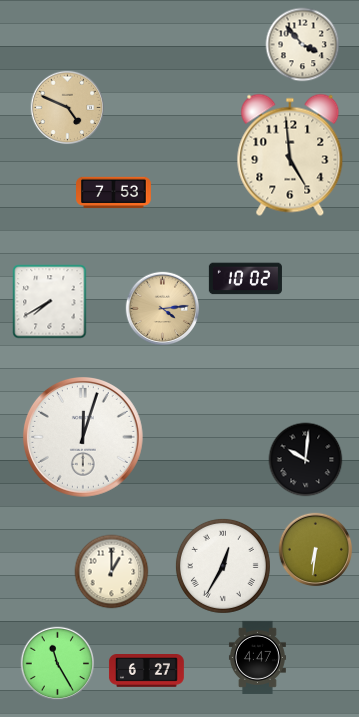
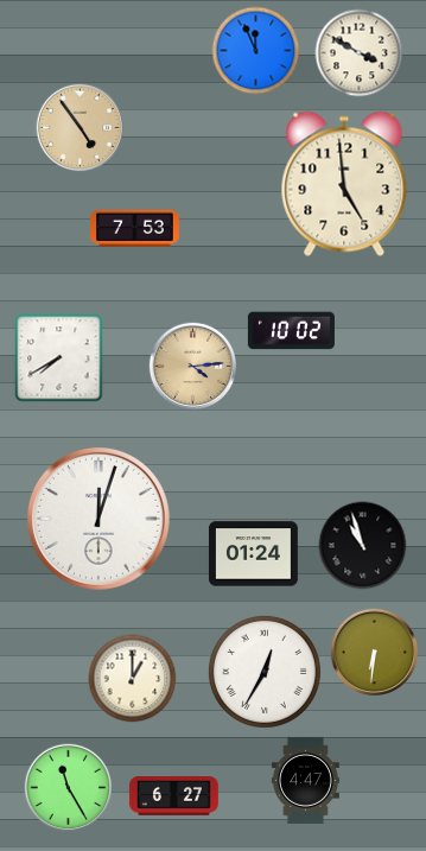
clock at (256, 51): none -> 11:56
clock at (303, 45): 3:53 -> 3:50
clock at (68, 108): 4:49 -> 4:54
clock at (306, 460): 10:01 -> 10:57
clock at (253, 554): none -> 01:24
